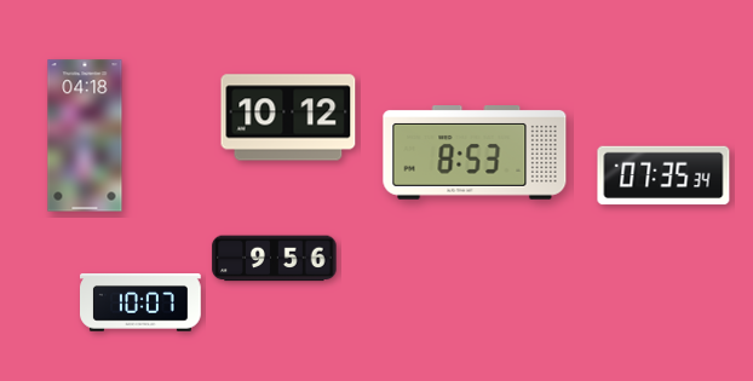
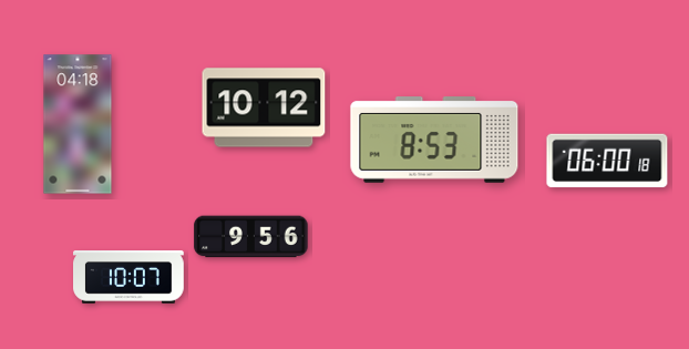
clock at (663, 175): 07:35 -> 06:00
